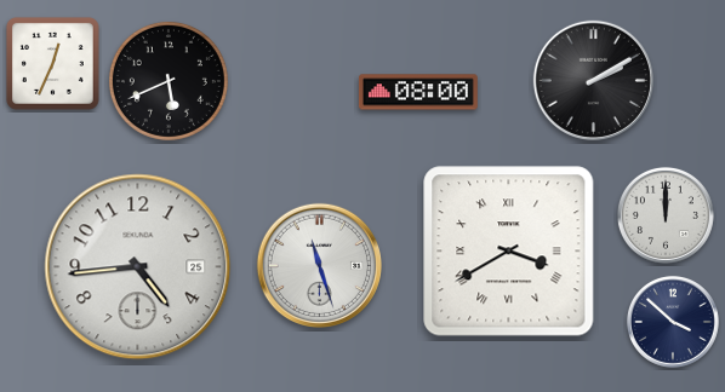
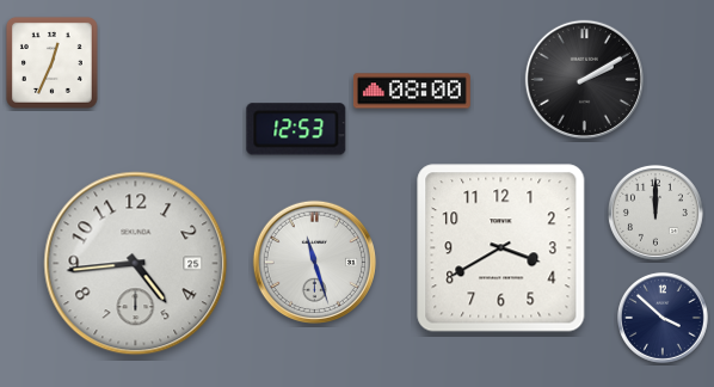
clock at (169, 81): 5:41 -> none
clock at (296, 129): none -> 12:53
clock at (509, 252) numerals: Roman -> Arabic
